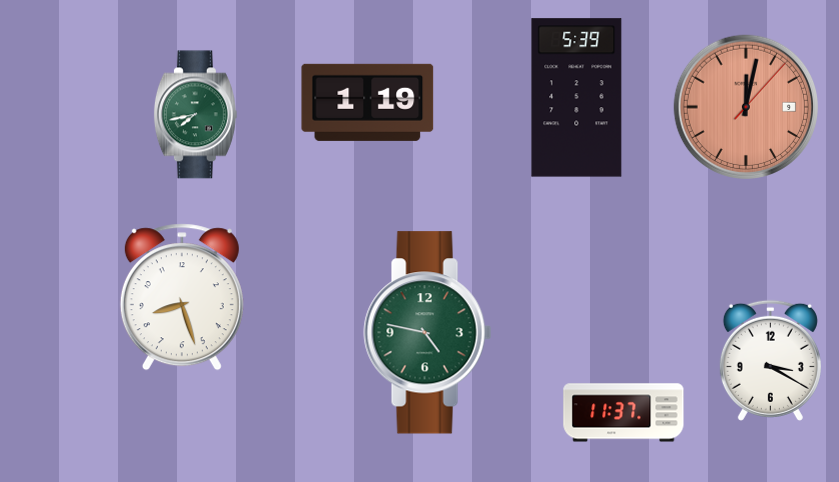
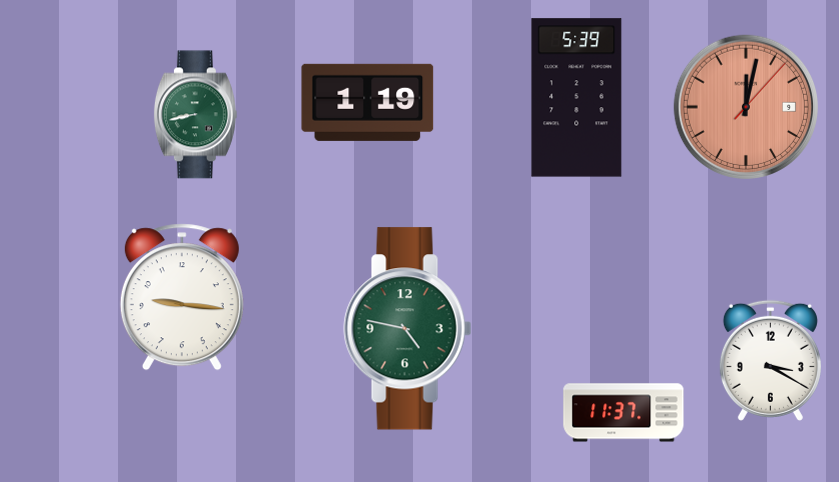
clock at (195, 115): 7:43 -> 8:43
clock at (182, 297): 8:27 -> 9:16
clock at (428, 333) position: (428, 333) -> (408, 329)
